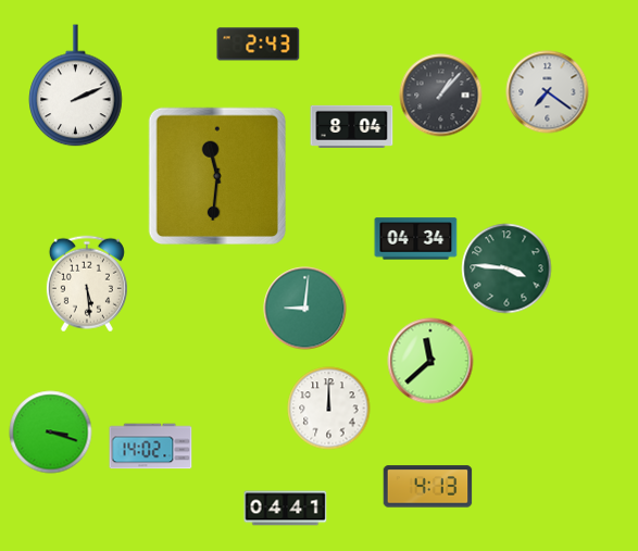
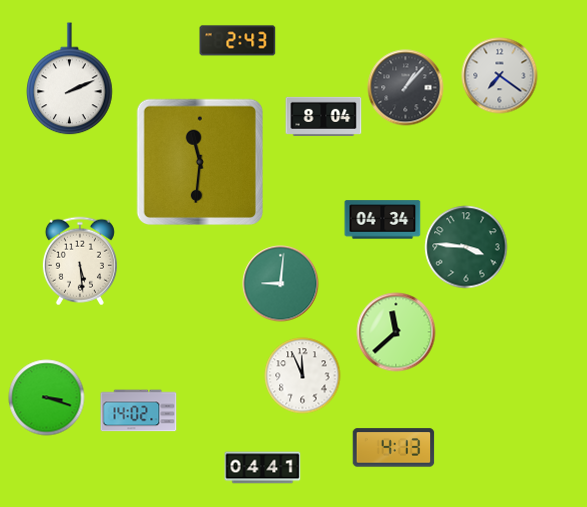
clock at (548, 92) position: (548, 92) -> (500, 76)
clock at (329, 409): 12:00 -> 11:56
